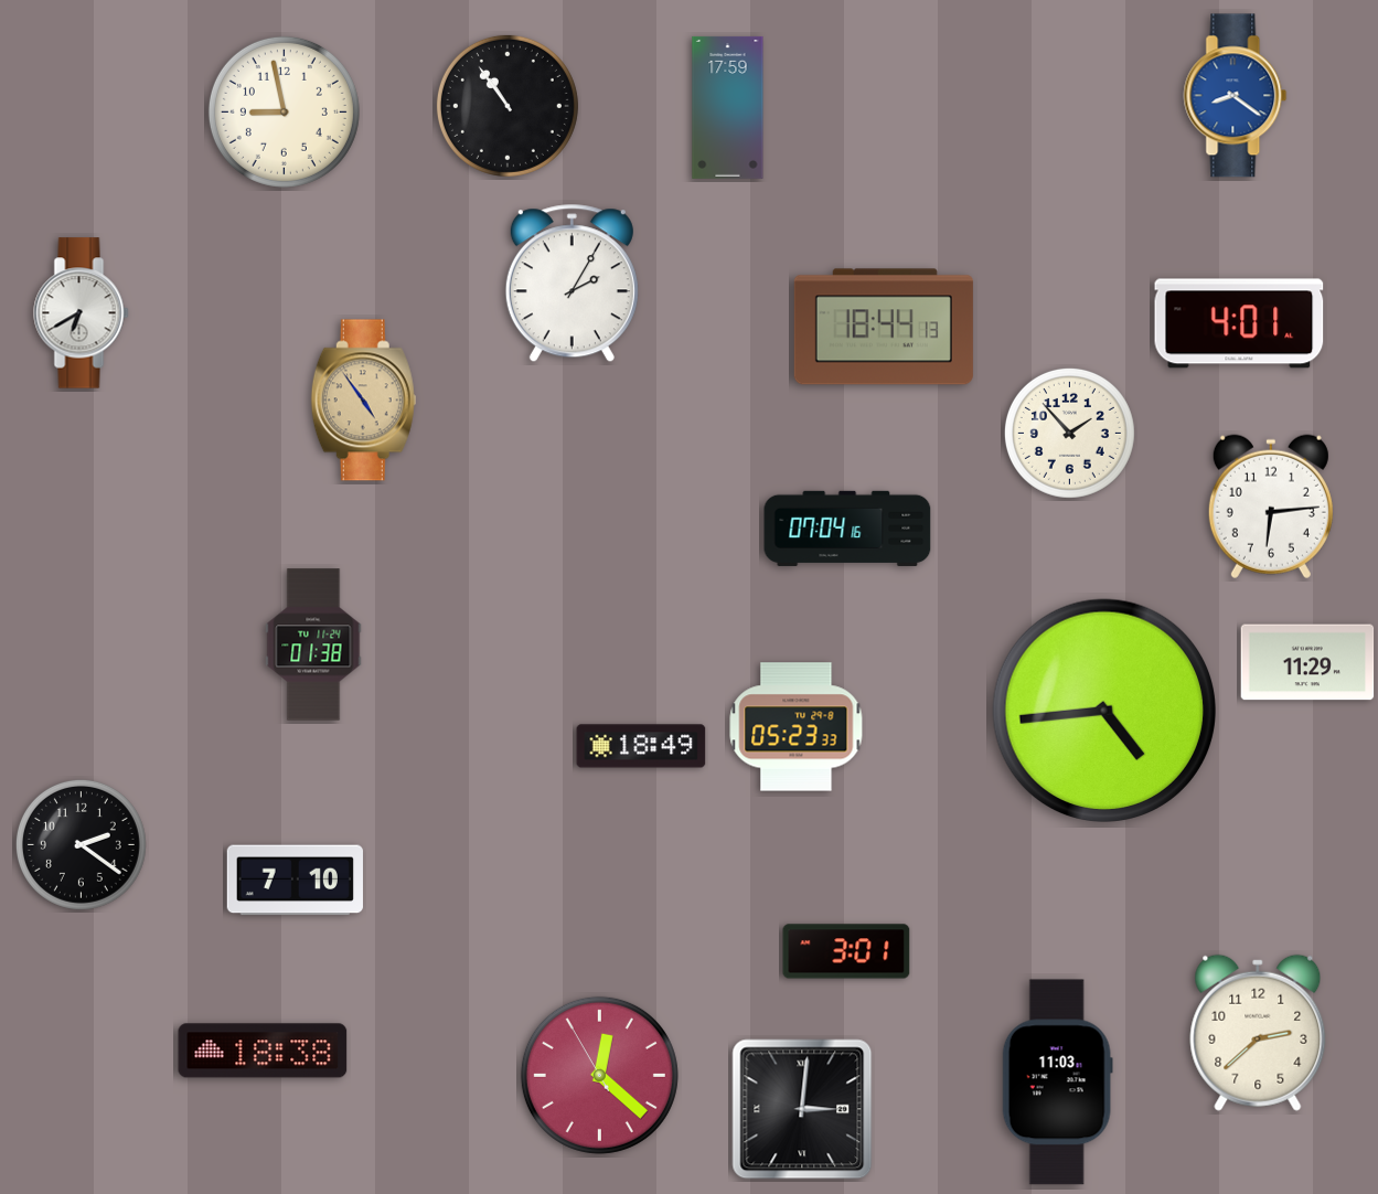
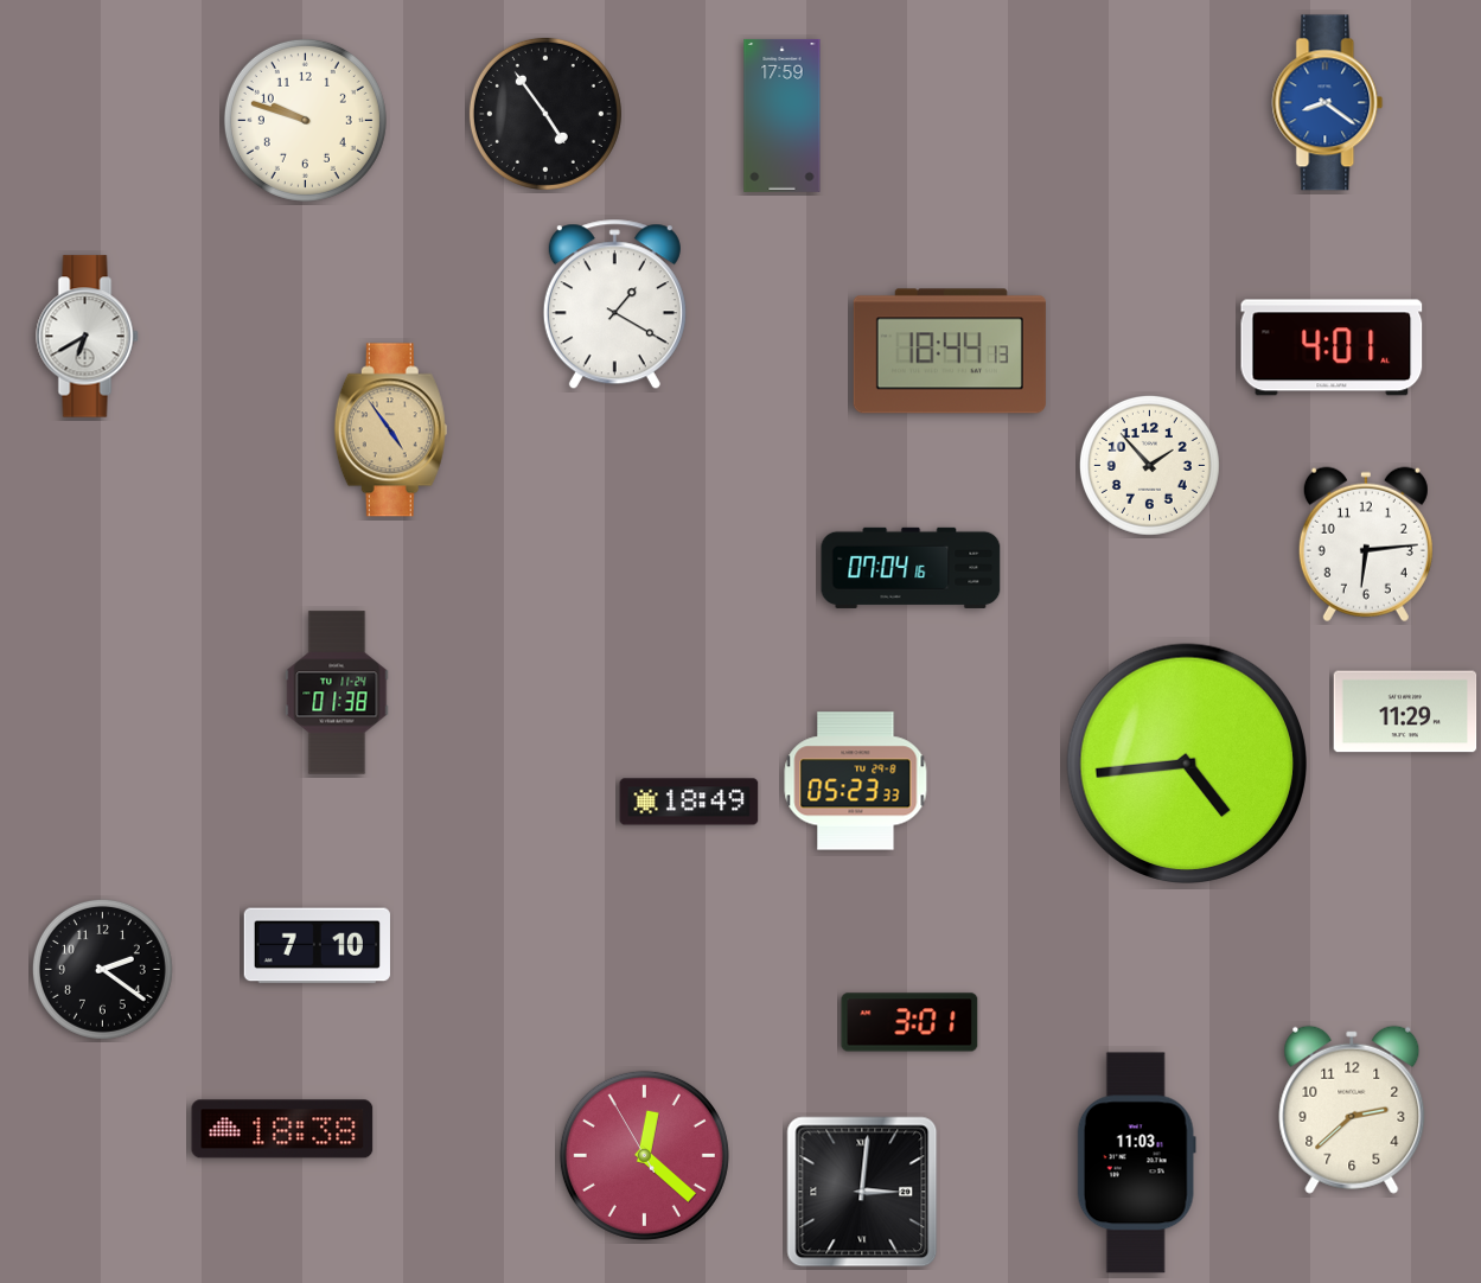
clock at (508, 106): 10:54 -> 4:54
clock at (284, 111): 8:58 -> 9:48
clock at (572, 284): 2:05 -> 1:20
clock at (81, 844) position: (81, 844) -> (102, 969)
